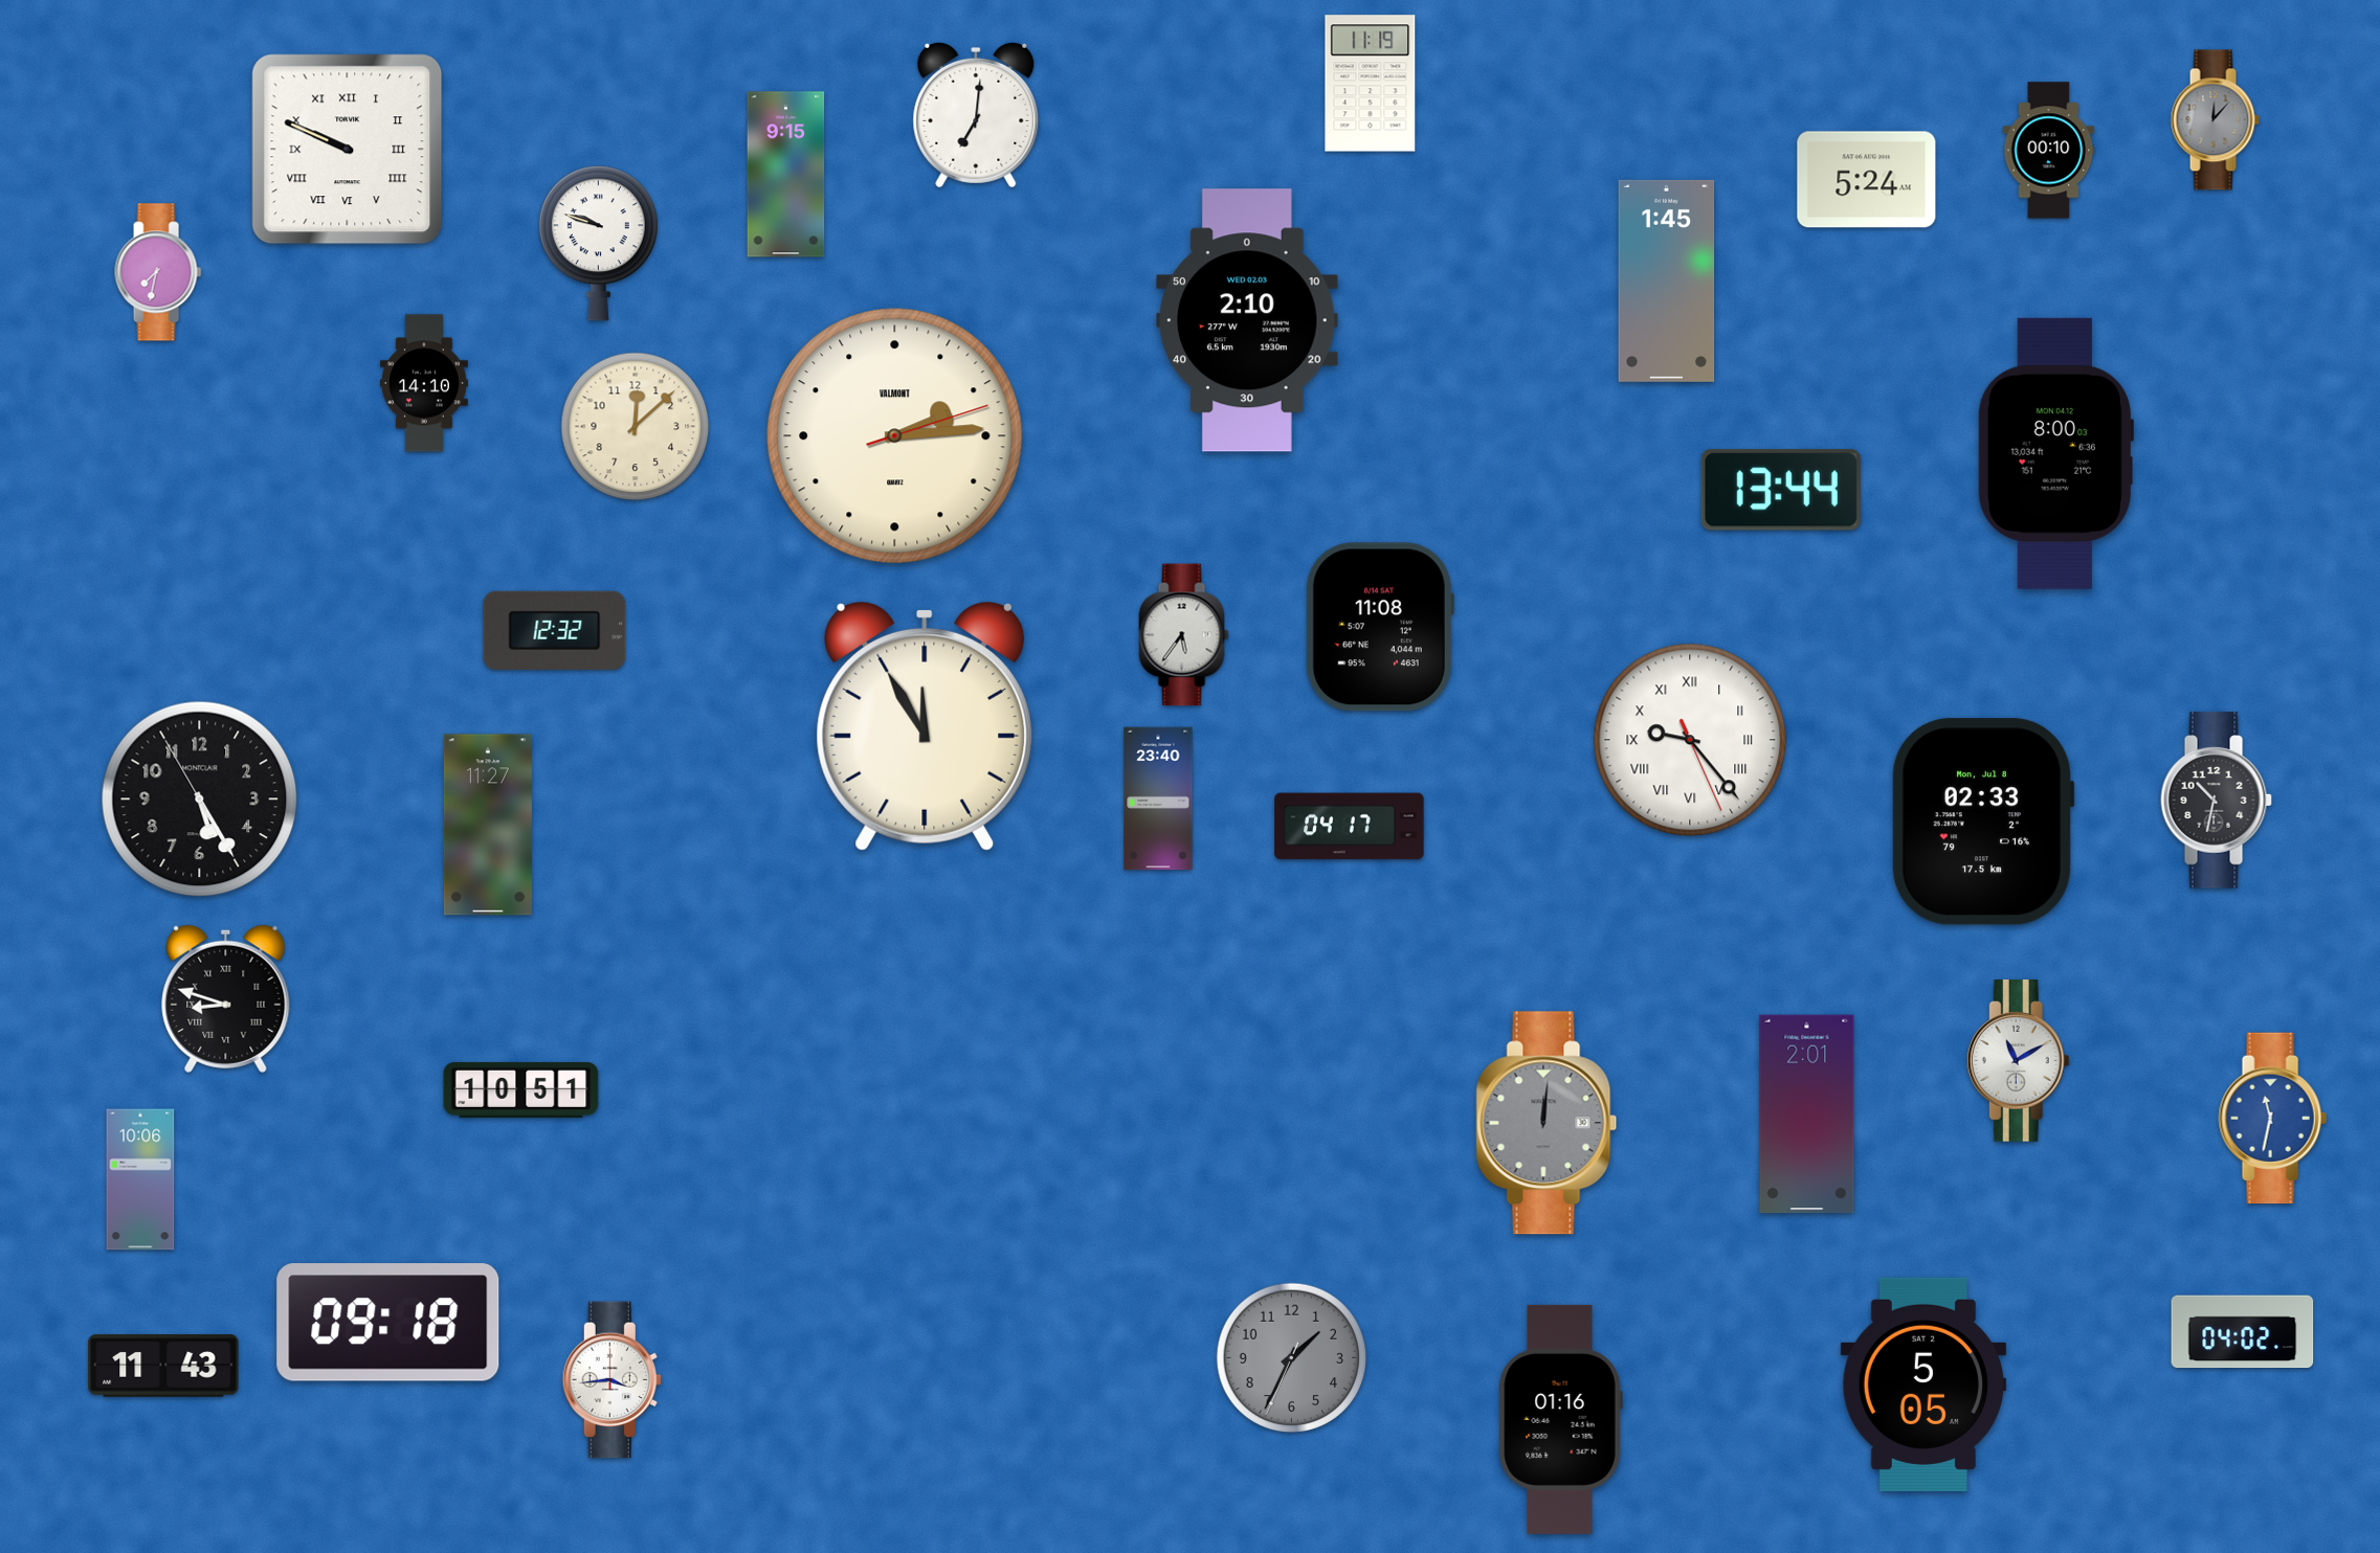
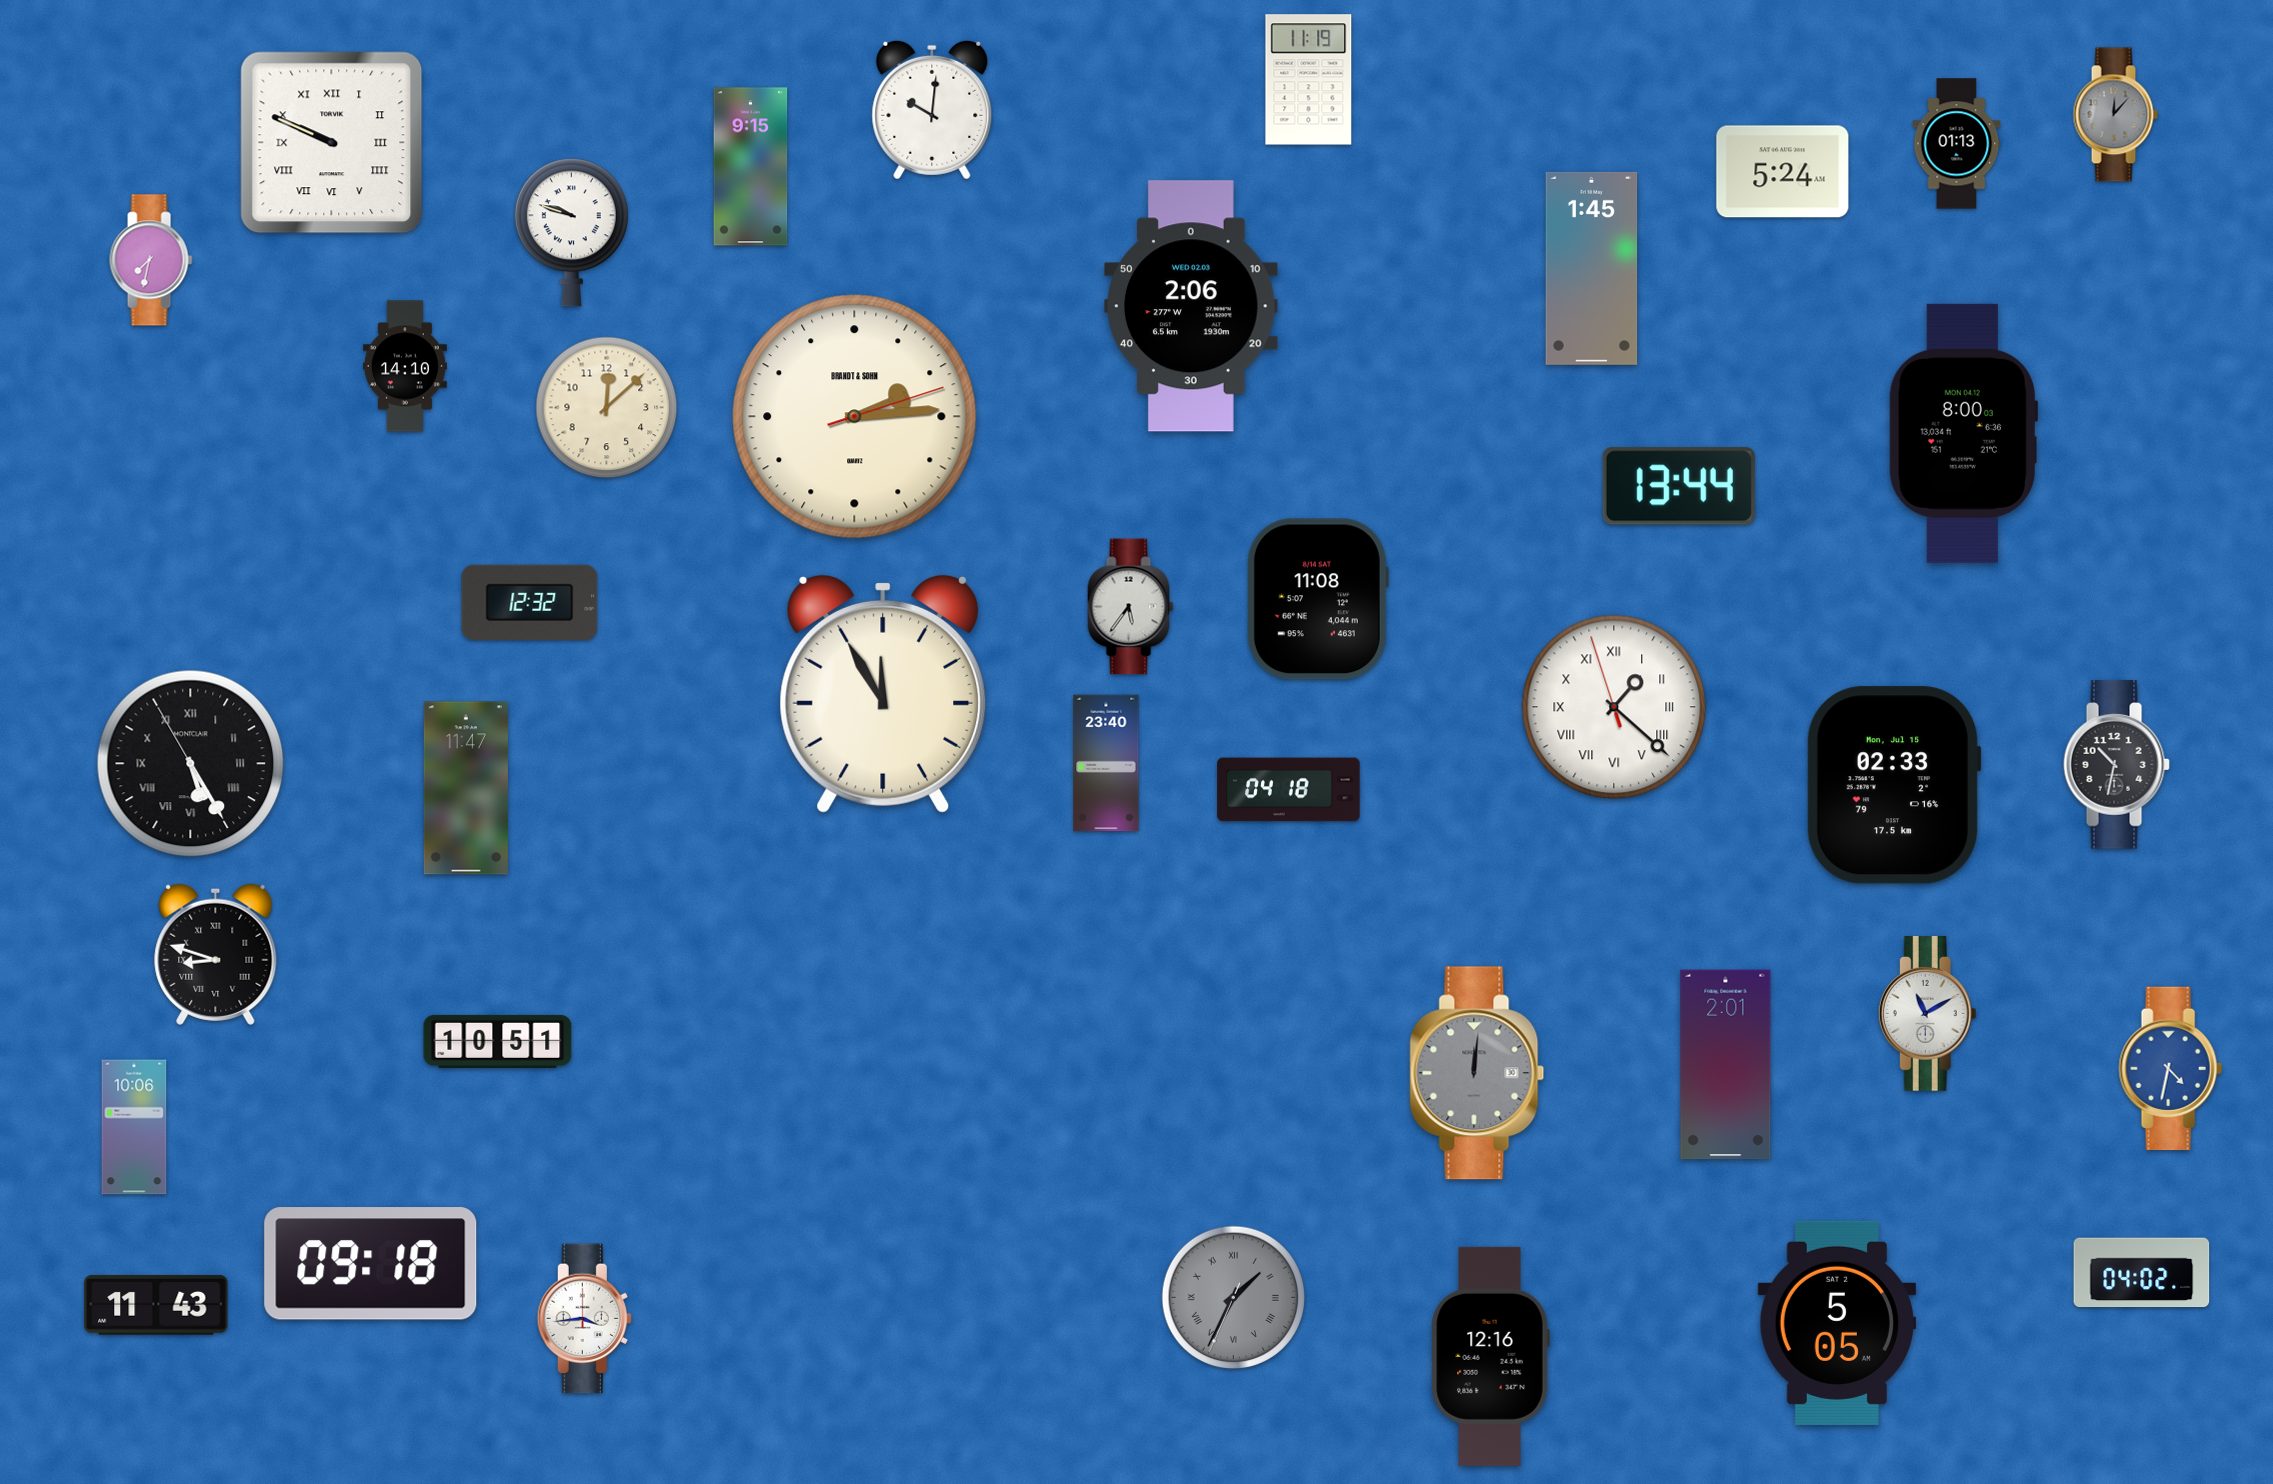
clock at (976, 115): 7:01 -> 10:01
clock at (2049, 151): 00:10 -> 01:13
clock at (1248, 320): 2:10 -> 2:06
clock at (895, 436) brand: VALMONT -> BRANDT & SOHN
clock at (1781, 490) position: (1781, 490) -> (1679, 486)
clock at (1690, 740): 9:23 -> 1:21
clock at (200, 800) numerals: Arabic -> Roman
clock at (1983, 821) date: Mon, Jul 8 -> Mon, Jul 15
clock at (488, 825): 11:27 -> 11:47
clock at (1350, 827): 04:17 -> 04:18
clock at (2272, 1119): 11:32 -> 4:32
clock at (1292, 1358) numerals: Arabic -> Roman
clock at (1560, 1419): 01:16 -> 12:16
